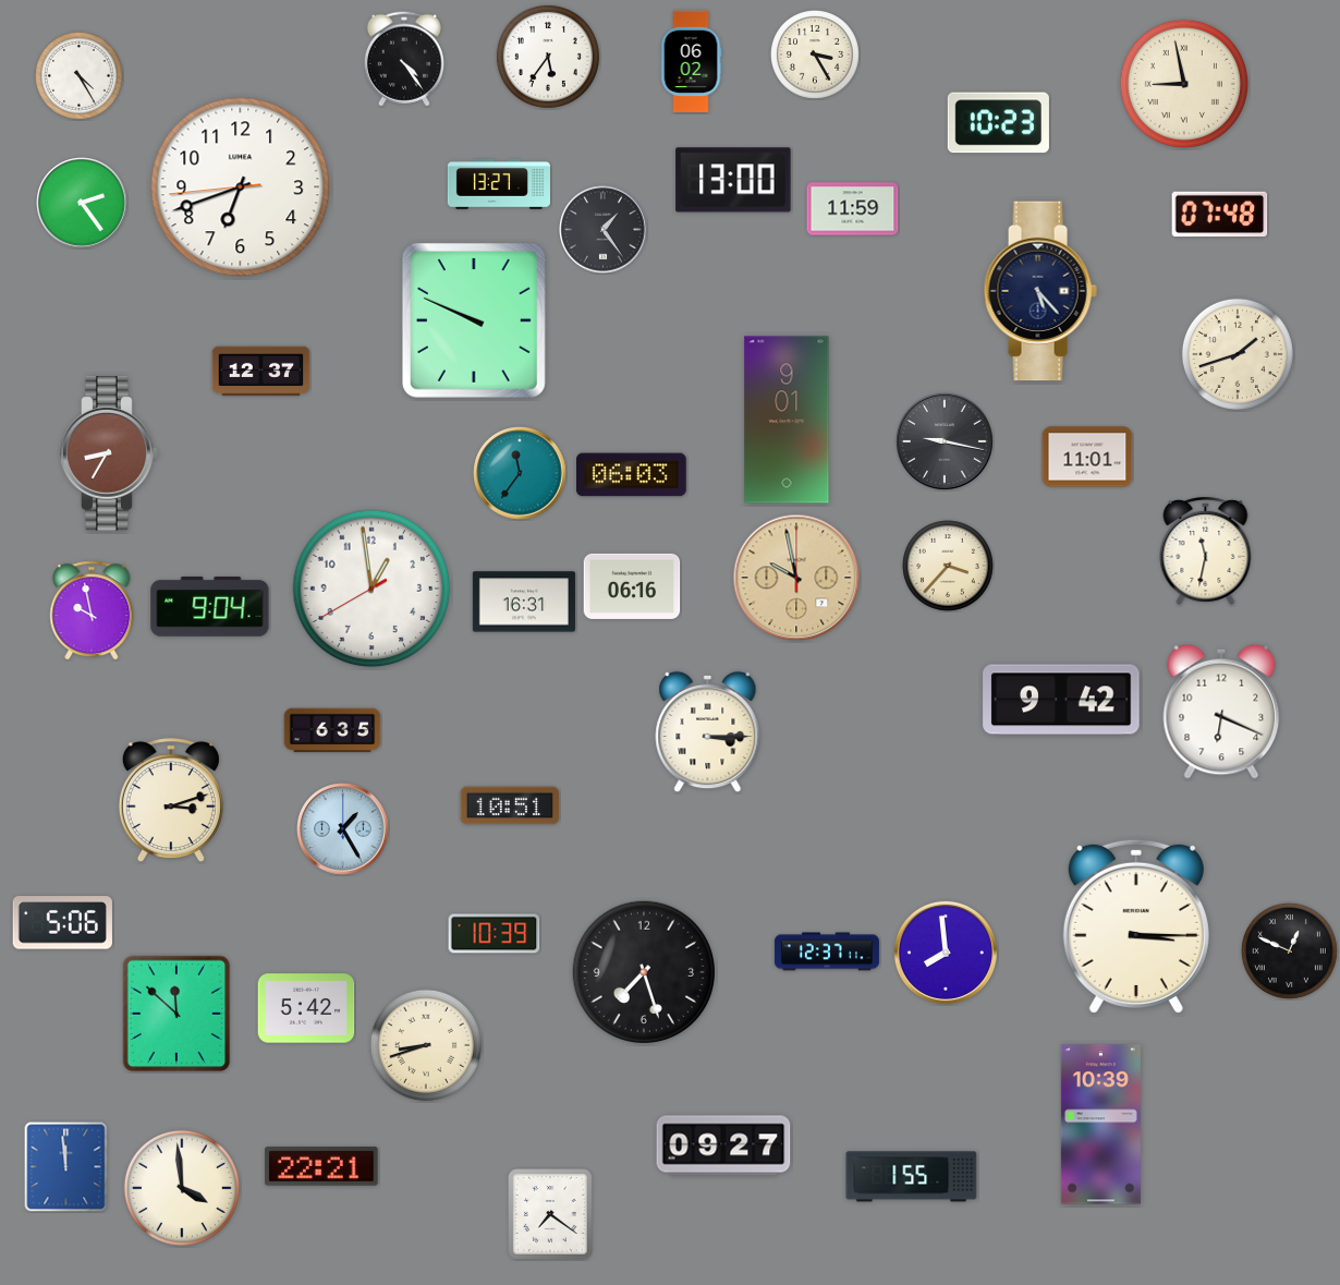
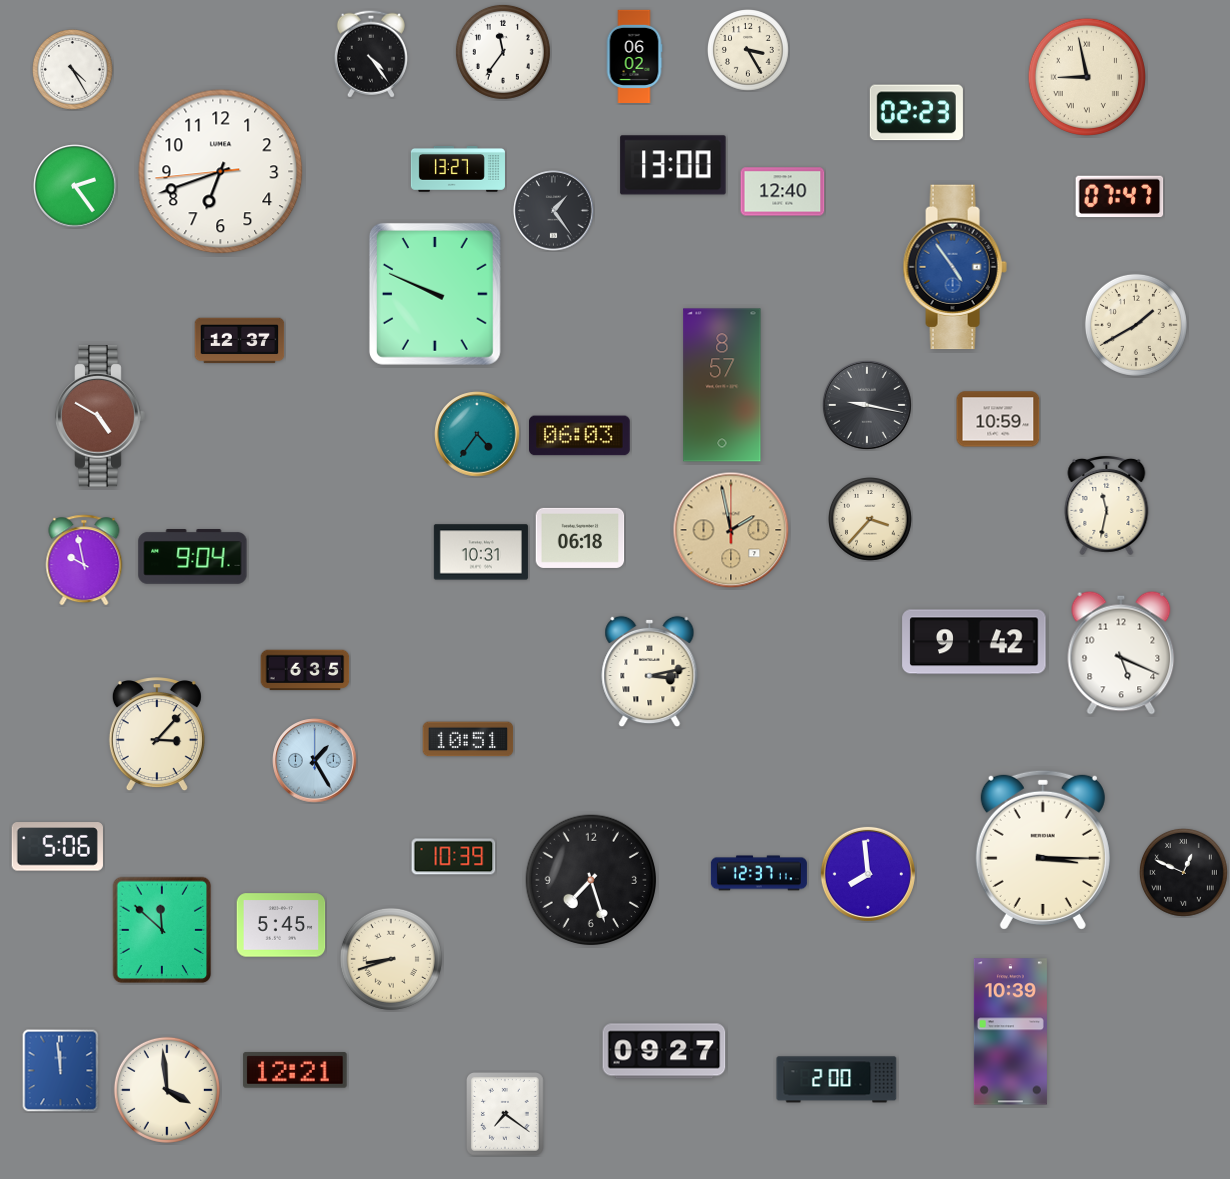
clock at (548, 57): 5:36 -> 11:36
clock at (998, 123): 10:23 -> 02:23
clock at (853, 209): 11:59 -> 12:40
clock at (1220, 215): 07:48 -> 07:47
clock at (1040, 291): 5:23 -> 4:54
clock at (1040, 291) dial: navy -> blue
clock at (1238, 354): 1:42 -> 1:40
clock at (787, 420): 9:01 -> 8:57
clock at (109, 453): 8:35 -> 4:50
clock at (1087, 457): 11:01 -> 10:59
clock at (520, 473): 11:36 -> 4:36
clock at (796, 578): 9:58 -> 1:58
clock at (632, 586): 06:16 -> 06:18
clock at (371, 589): 12:58 -> none
clock at (524, 602): 16:31 -> 10:31
clock at (1221, 712): 6:19 -> 5:19
clock at (708, 732): 3:15 -> 3:13
clock at (171, 801): 3:12 -> 3:07
clock at (643, 972) position: (643, 972) -> (590, 880)
clock at (306, 1008): 5:42 -> 5:45
clock at (321, 1166): 22:21 -> 12:21
clock at (912, 1177): 1:55 -> 2:00
